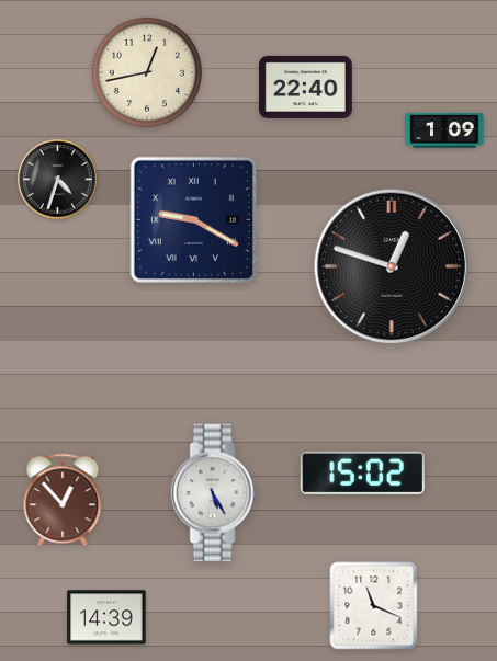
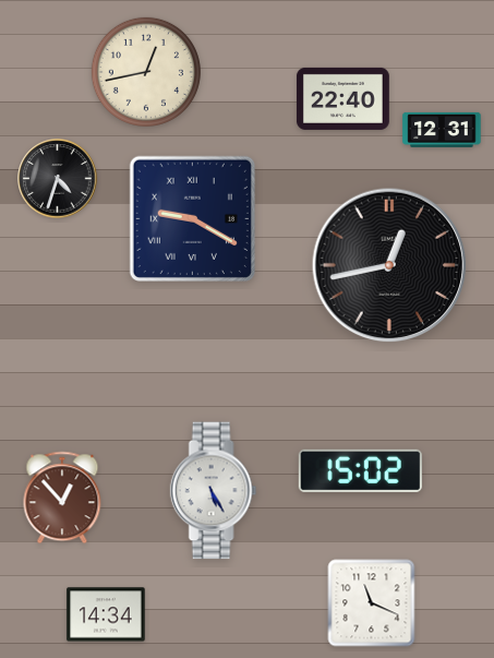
clock at (305, 87) position: (305, 87) -> (342, 98)
clock at (444, 130): 1:09 -> 12:31
clock at (392, 266): 12:48 -> 12:43
clock at (106, 617): 14:39 -> 14:34
